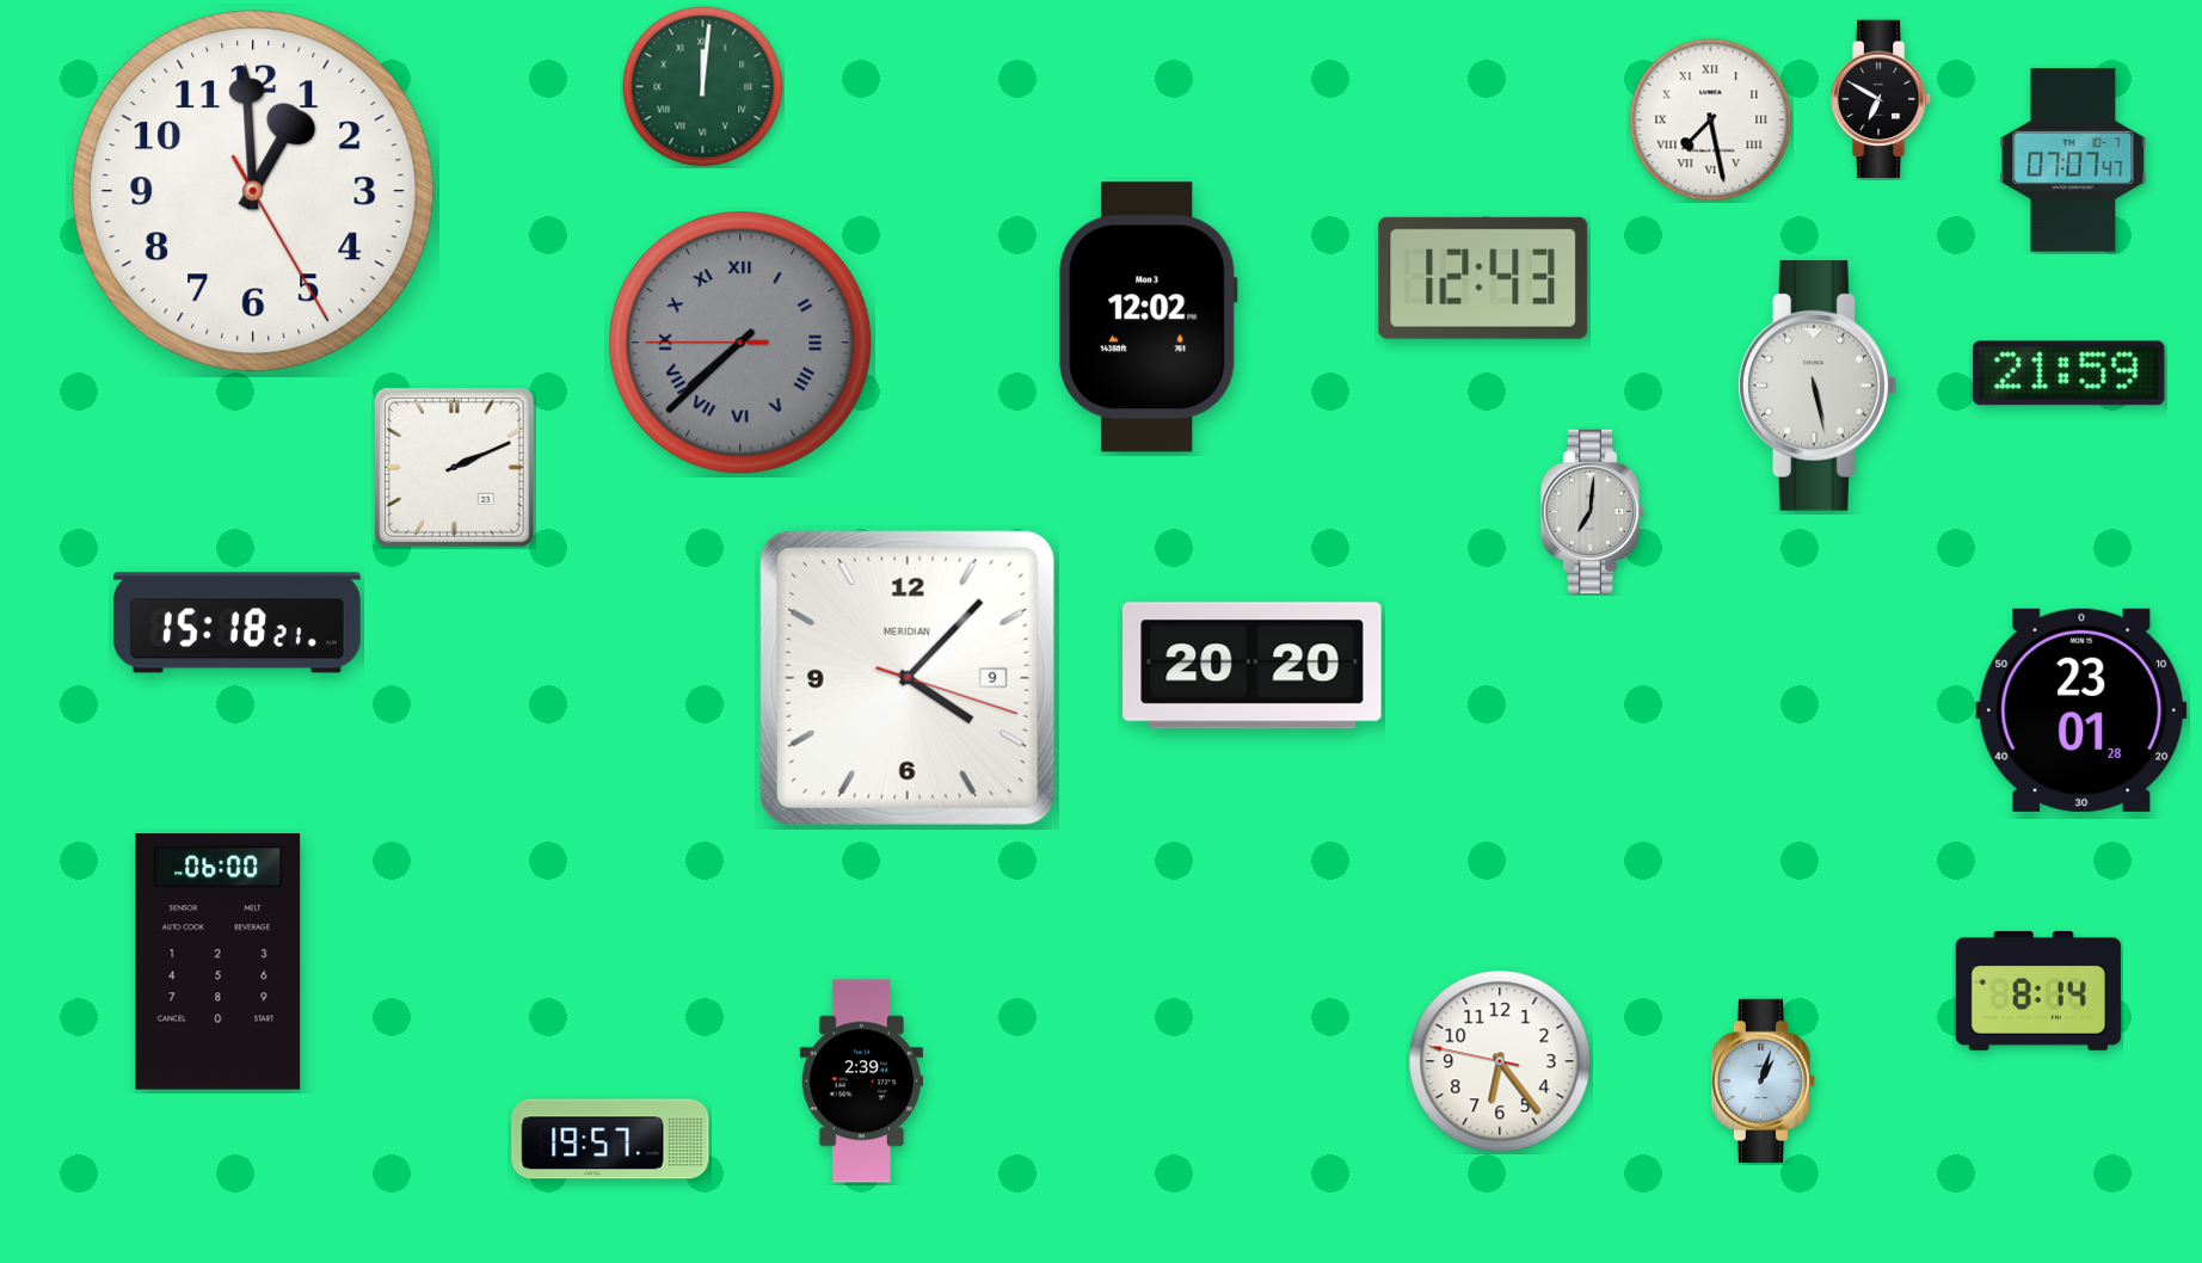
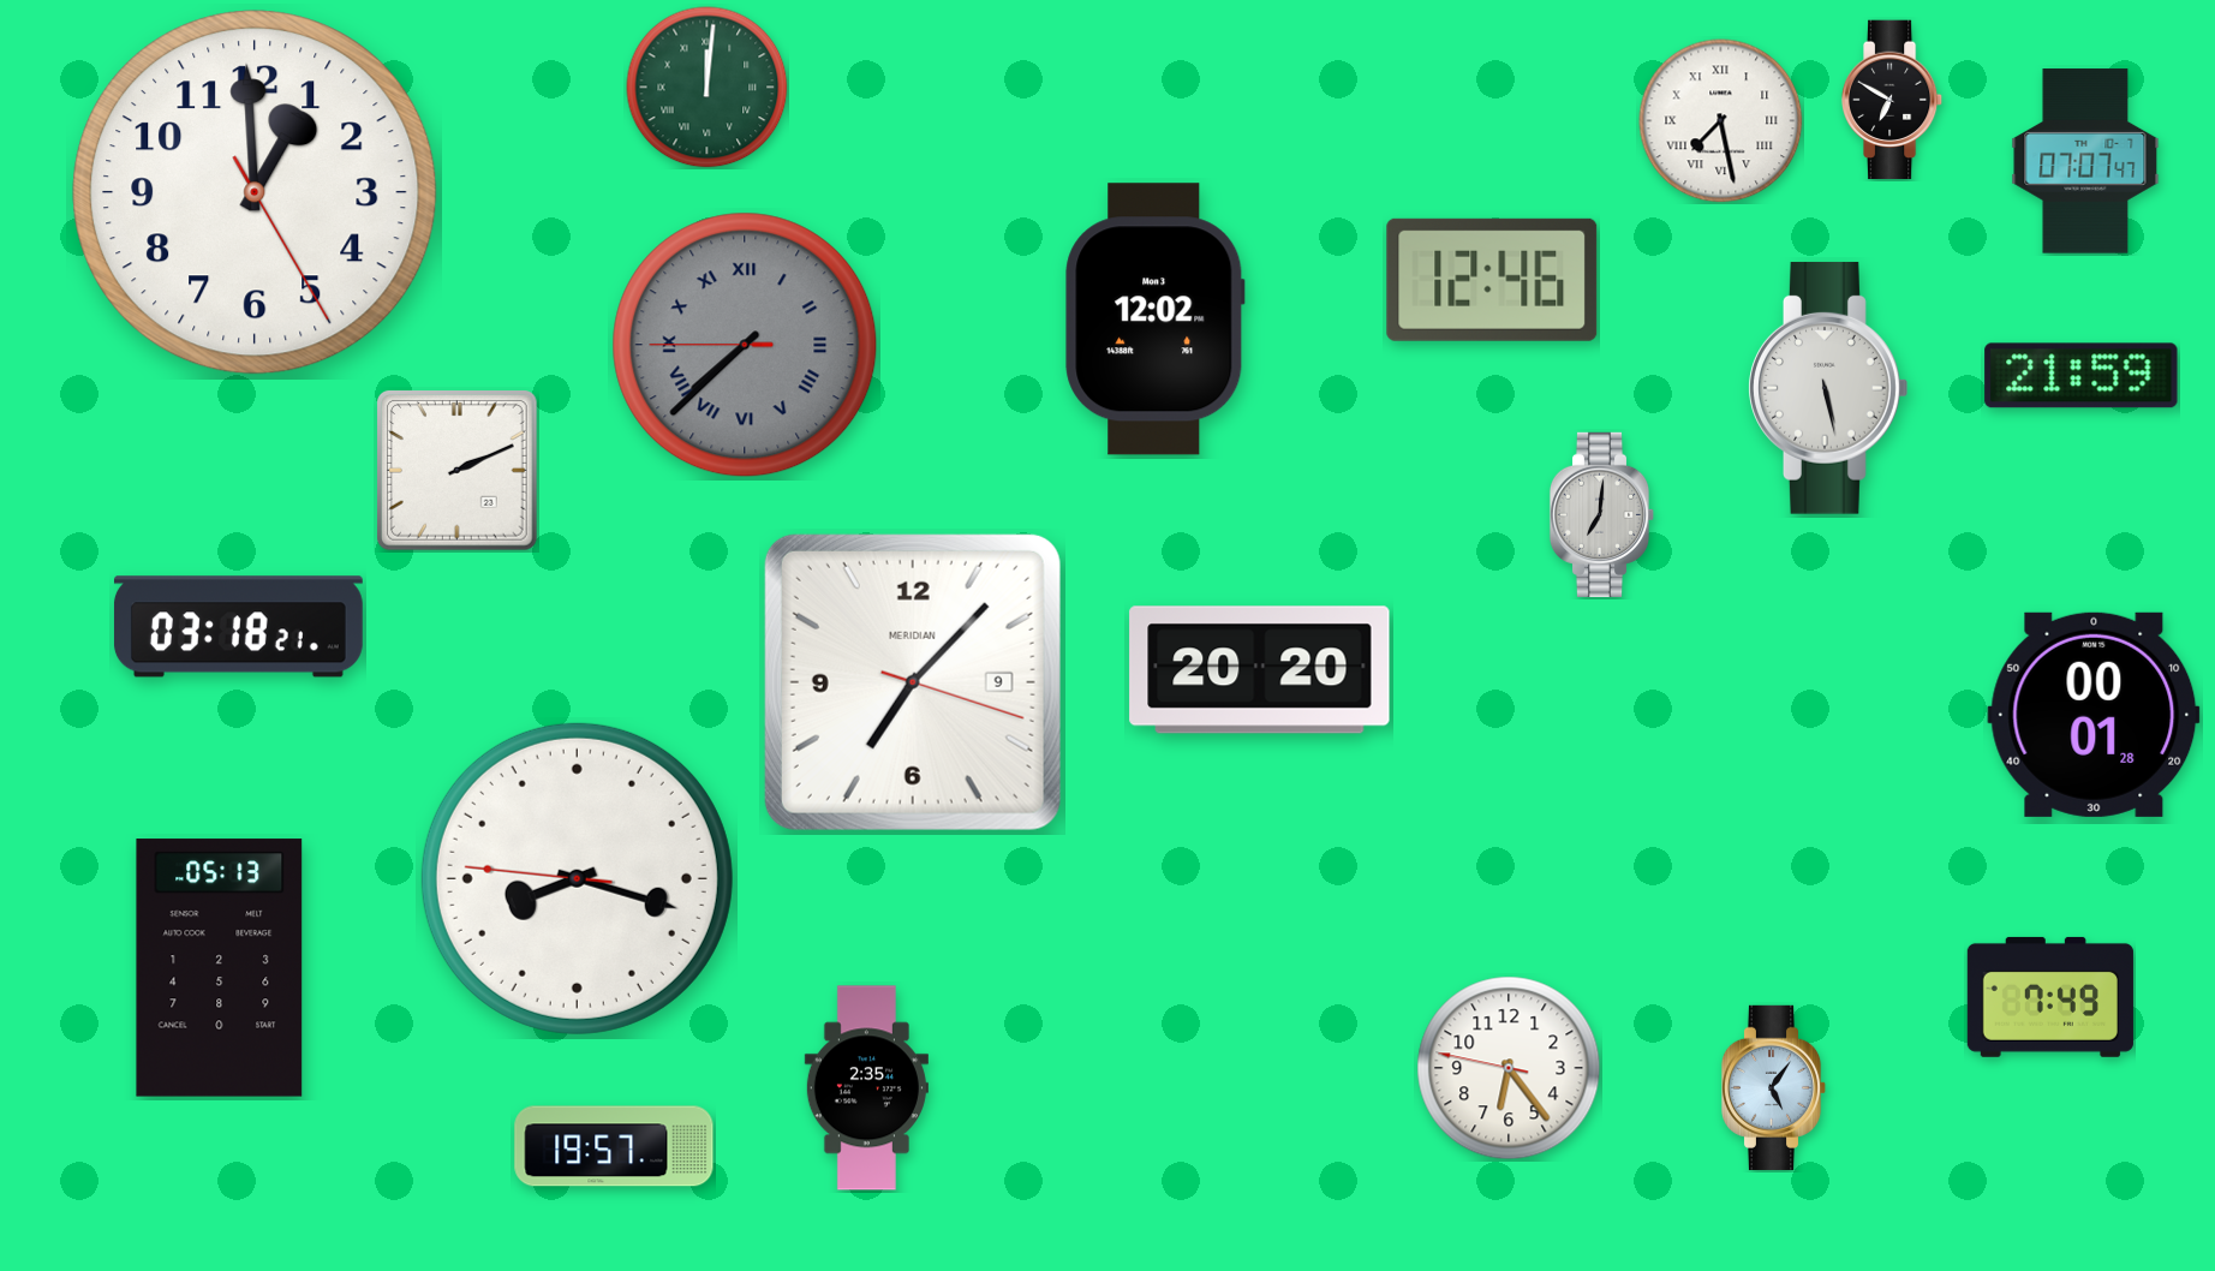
clock at (1483, 278): 12:43 -> 12:46
clock at (236, 623): 15:18 -> 03:18
clock at (908, 678): 4:07 -> 7:07
clock at (2081, 710): 23:01 -> 00:01
clock at (577, 878): none -> 8:17
clock at (219, 962): 06:00 -> 05:13
clock at (2038, 991): 8:14 -> 7:49
clock at (1764, 1080): 1:03 -> 5:06
clock at (861, 1082): 2:39 -> 2:35
